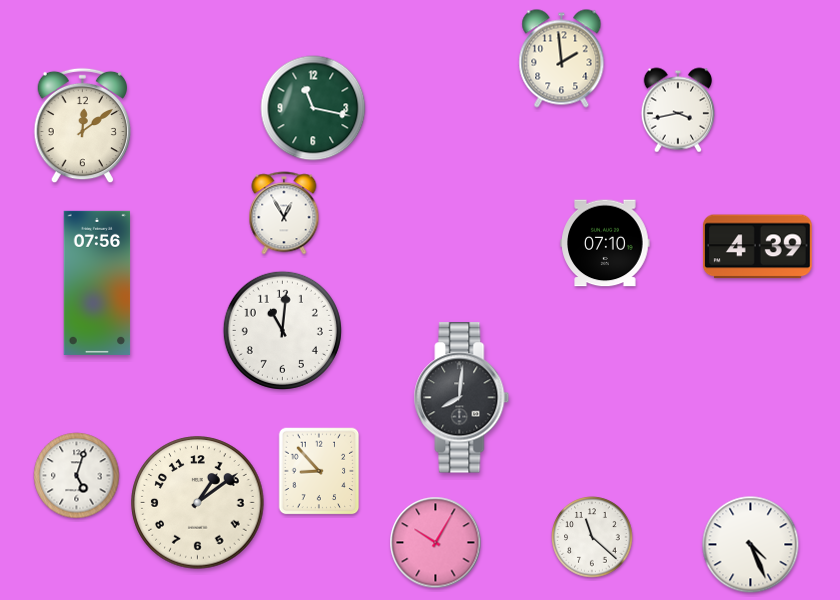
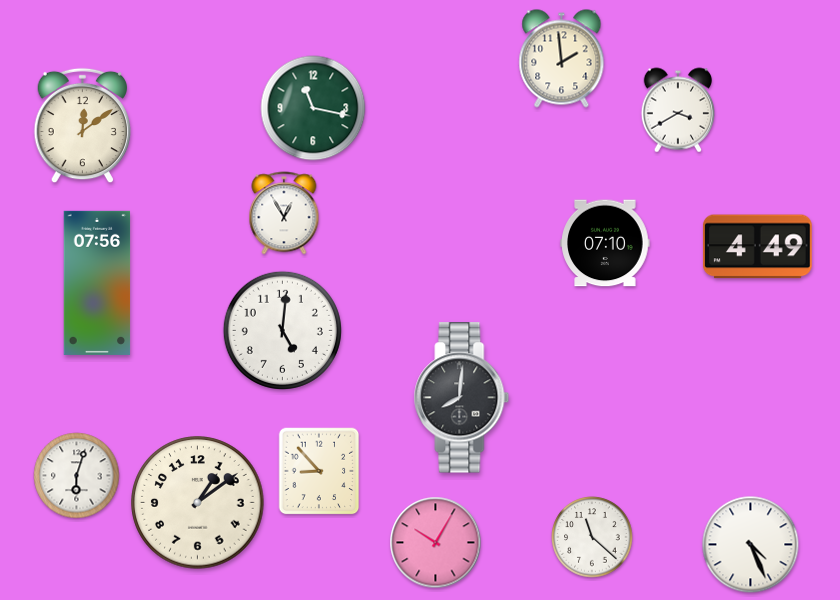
clock at (678, 110): 3:43 -> 3:40
clock at (757, 247): 4:39 -> 4:49
clock at (282, 330): 11:01 -> 5:01
clock at (77, 476): 5:03 -> 6:03
